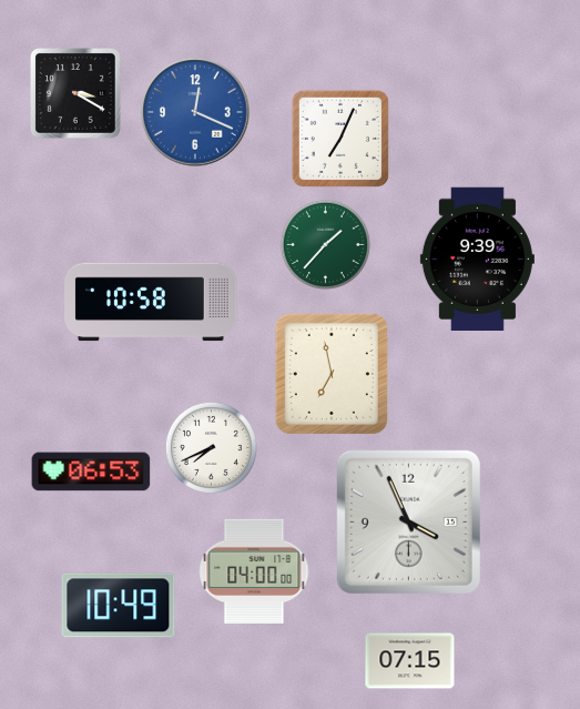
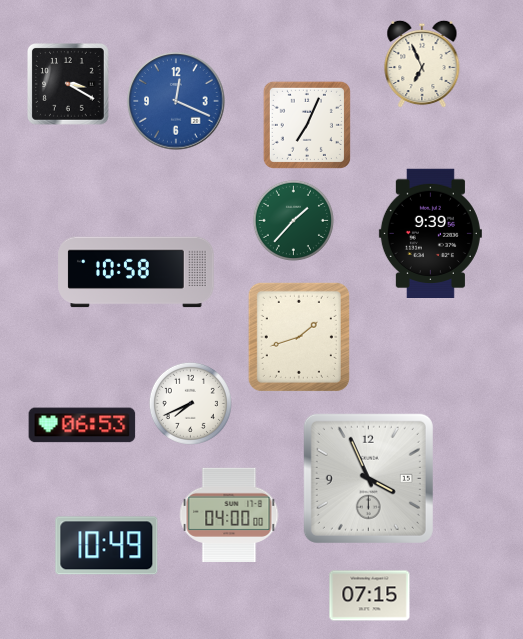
clock at (422, 64): none -> 6:56
clock at (332, 374): 6:58 -> 1:42
clock at (408, 521) position: (408, 521) -> (368, 478)
